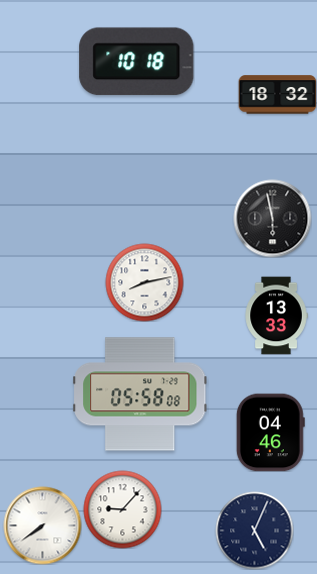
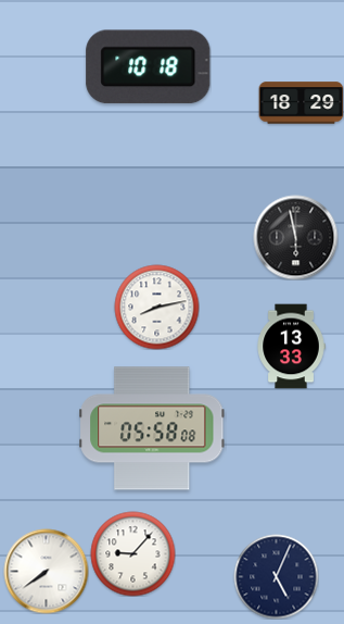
clock at (277, 95): 18:32 -> 18:29
clock at (276, 315) position: (276, 315) -> (291, 346)
clock at (270, 432): 04:46 -> none
